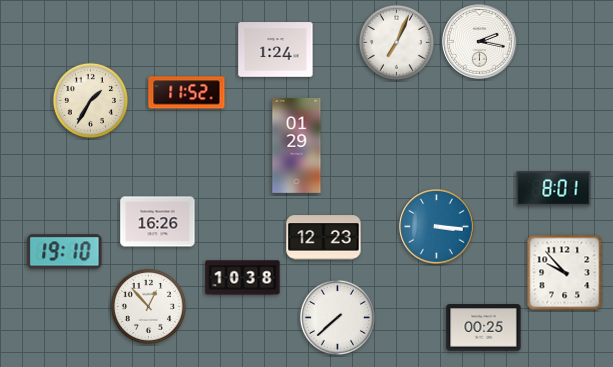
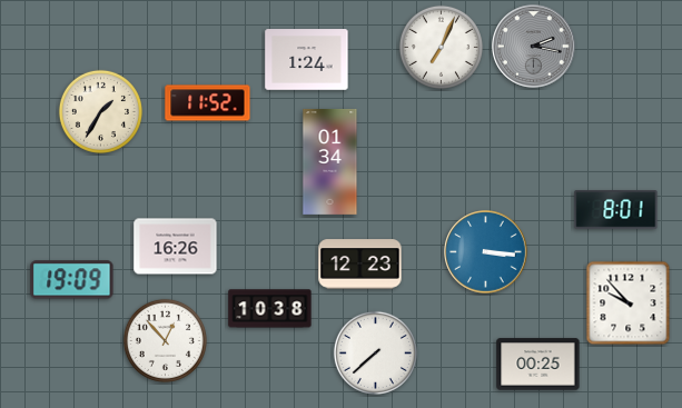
clock at (480, 42) dial: white -> grey
clock at (276, 50) position: (276, 50) -> (307, 60)
clock at (297, 145): 01:29 -> 01:34
clock at (65, 252): 19:10 -> 19:09
